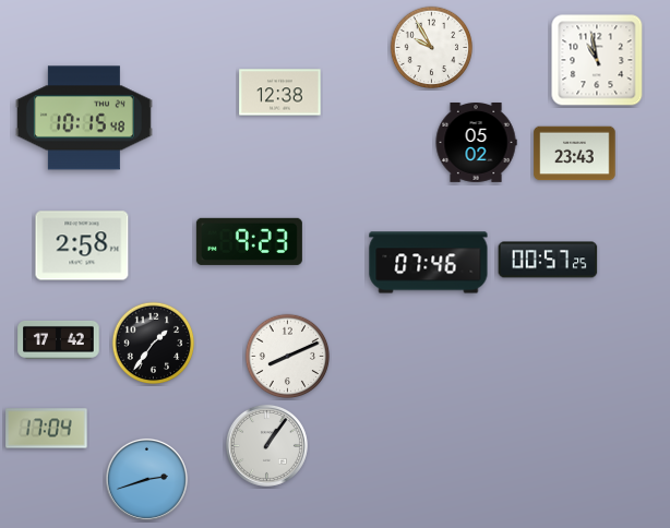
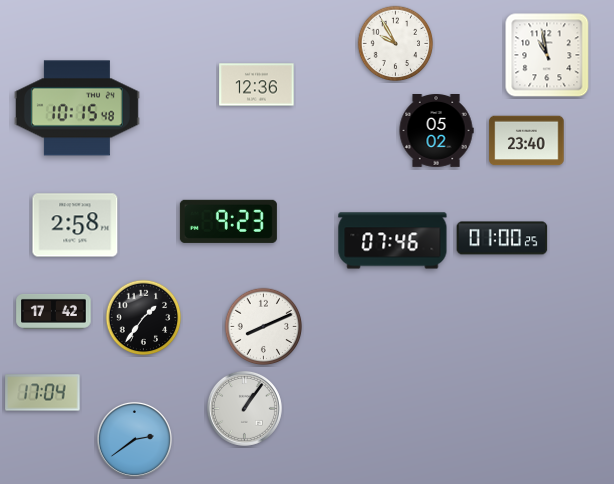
clock at (280, 93): 12:38 -> 12:36
clock at (575, 154): 23:43 -> 23:40
clock at (548, 260): 00:57 -> 01:00
clock at (154, 344) position: (154, 344) -> (144, 318)
clock at (146, 479): 2:42 -> 2:39
